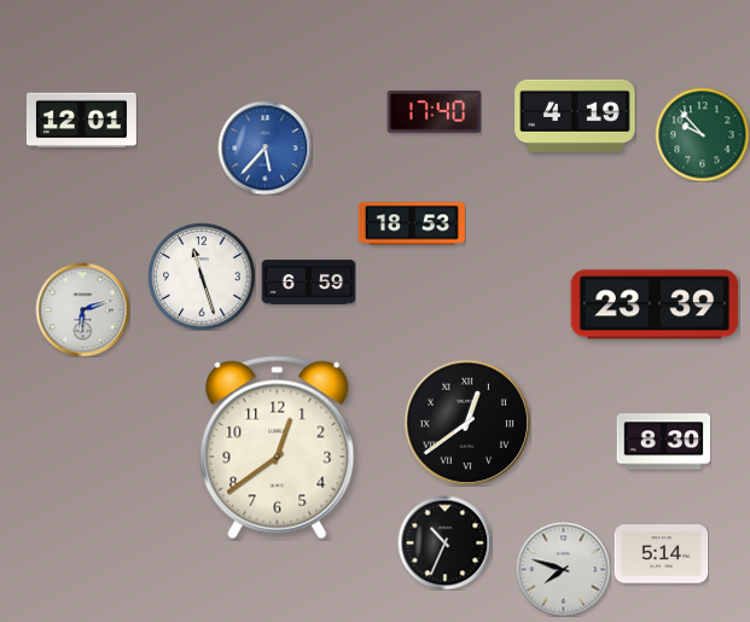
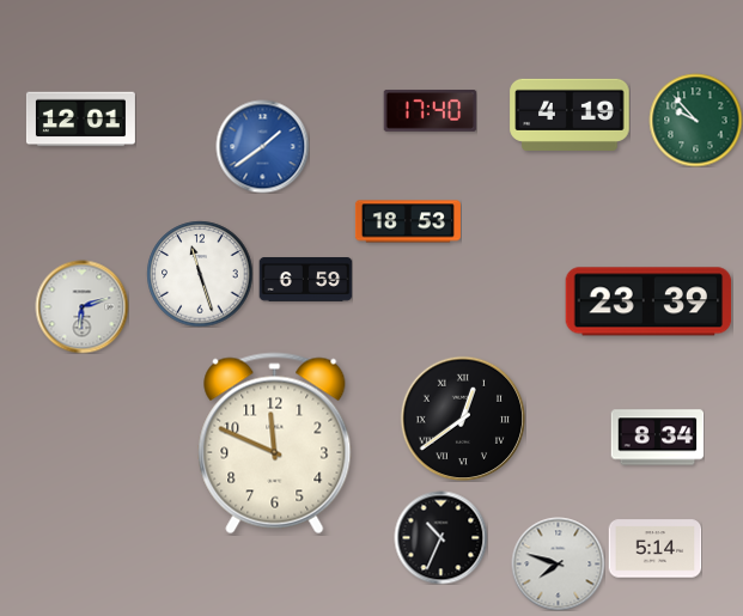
clock at (702, 134) position: (702, 134) -> (695, 120)
clock at (264, 147): 5:37 -> 1:39
clock at (663, 442): 8:30 -> 8:34
clock at (278, 448): 12:39 -> 11:49
